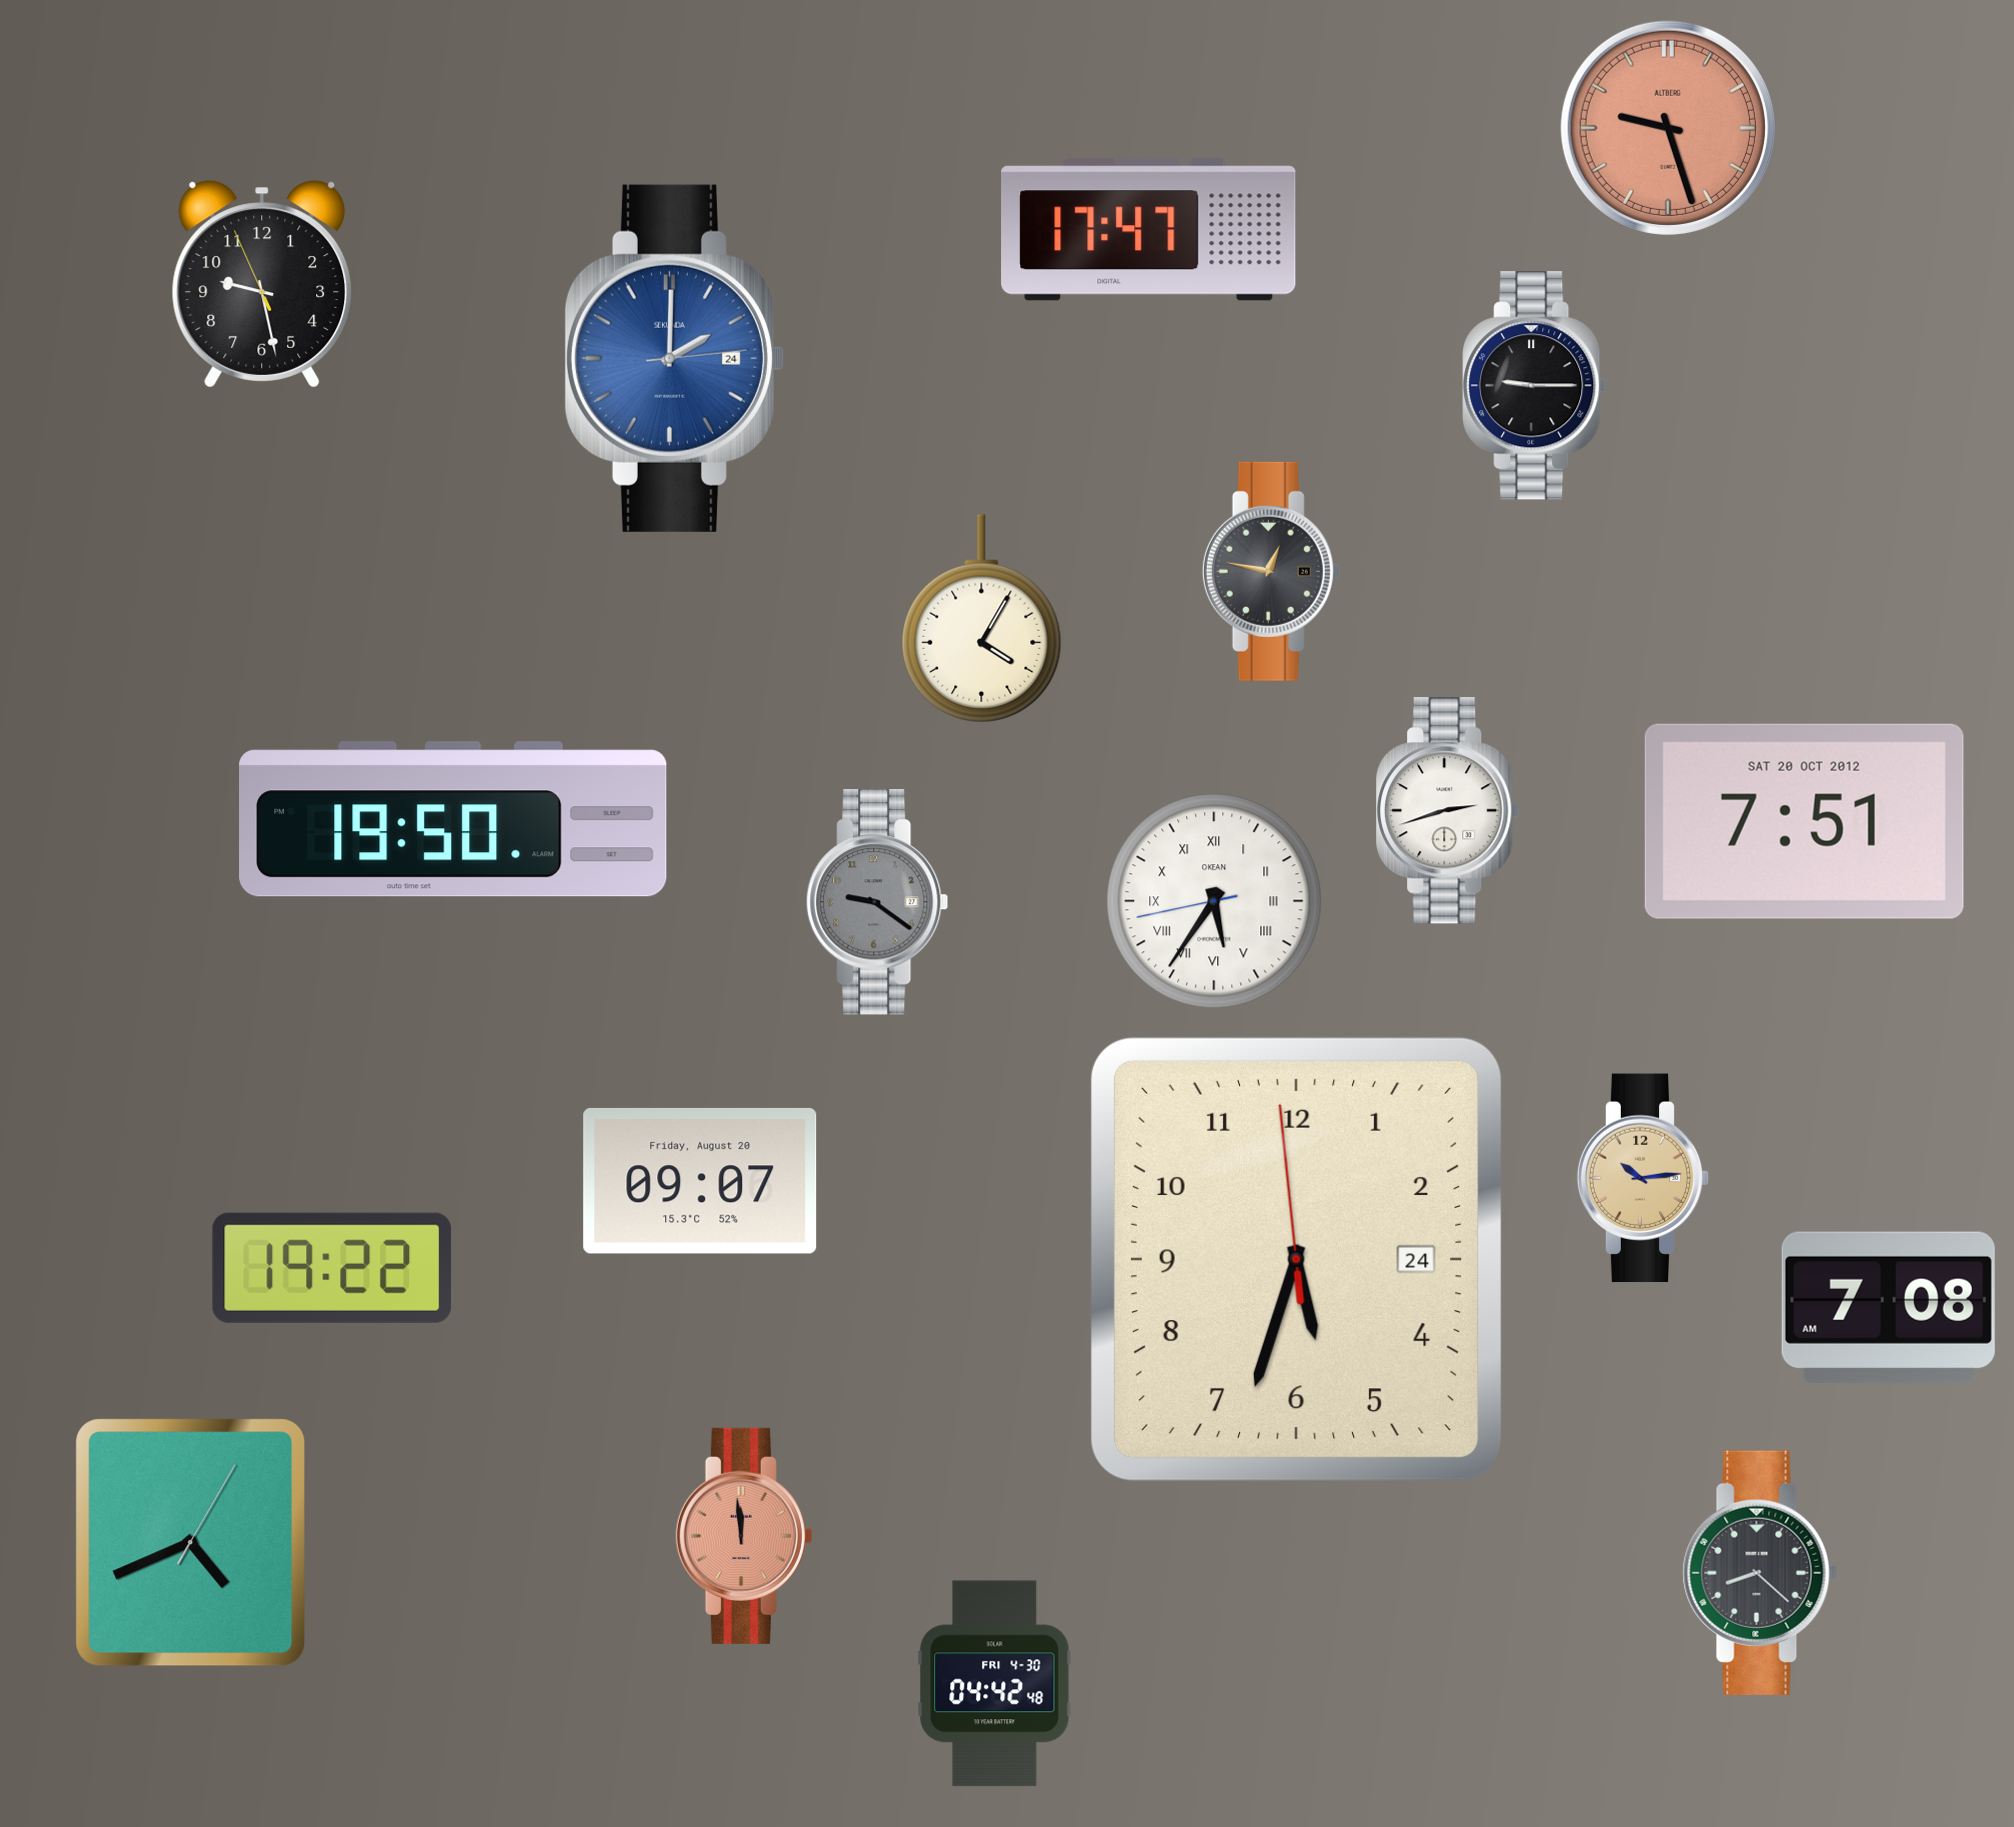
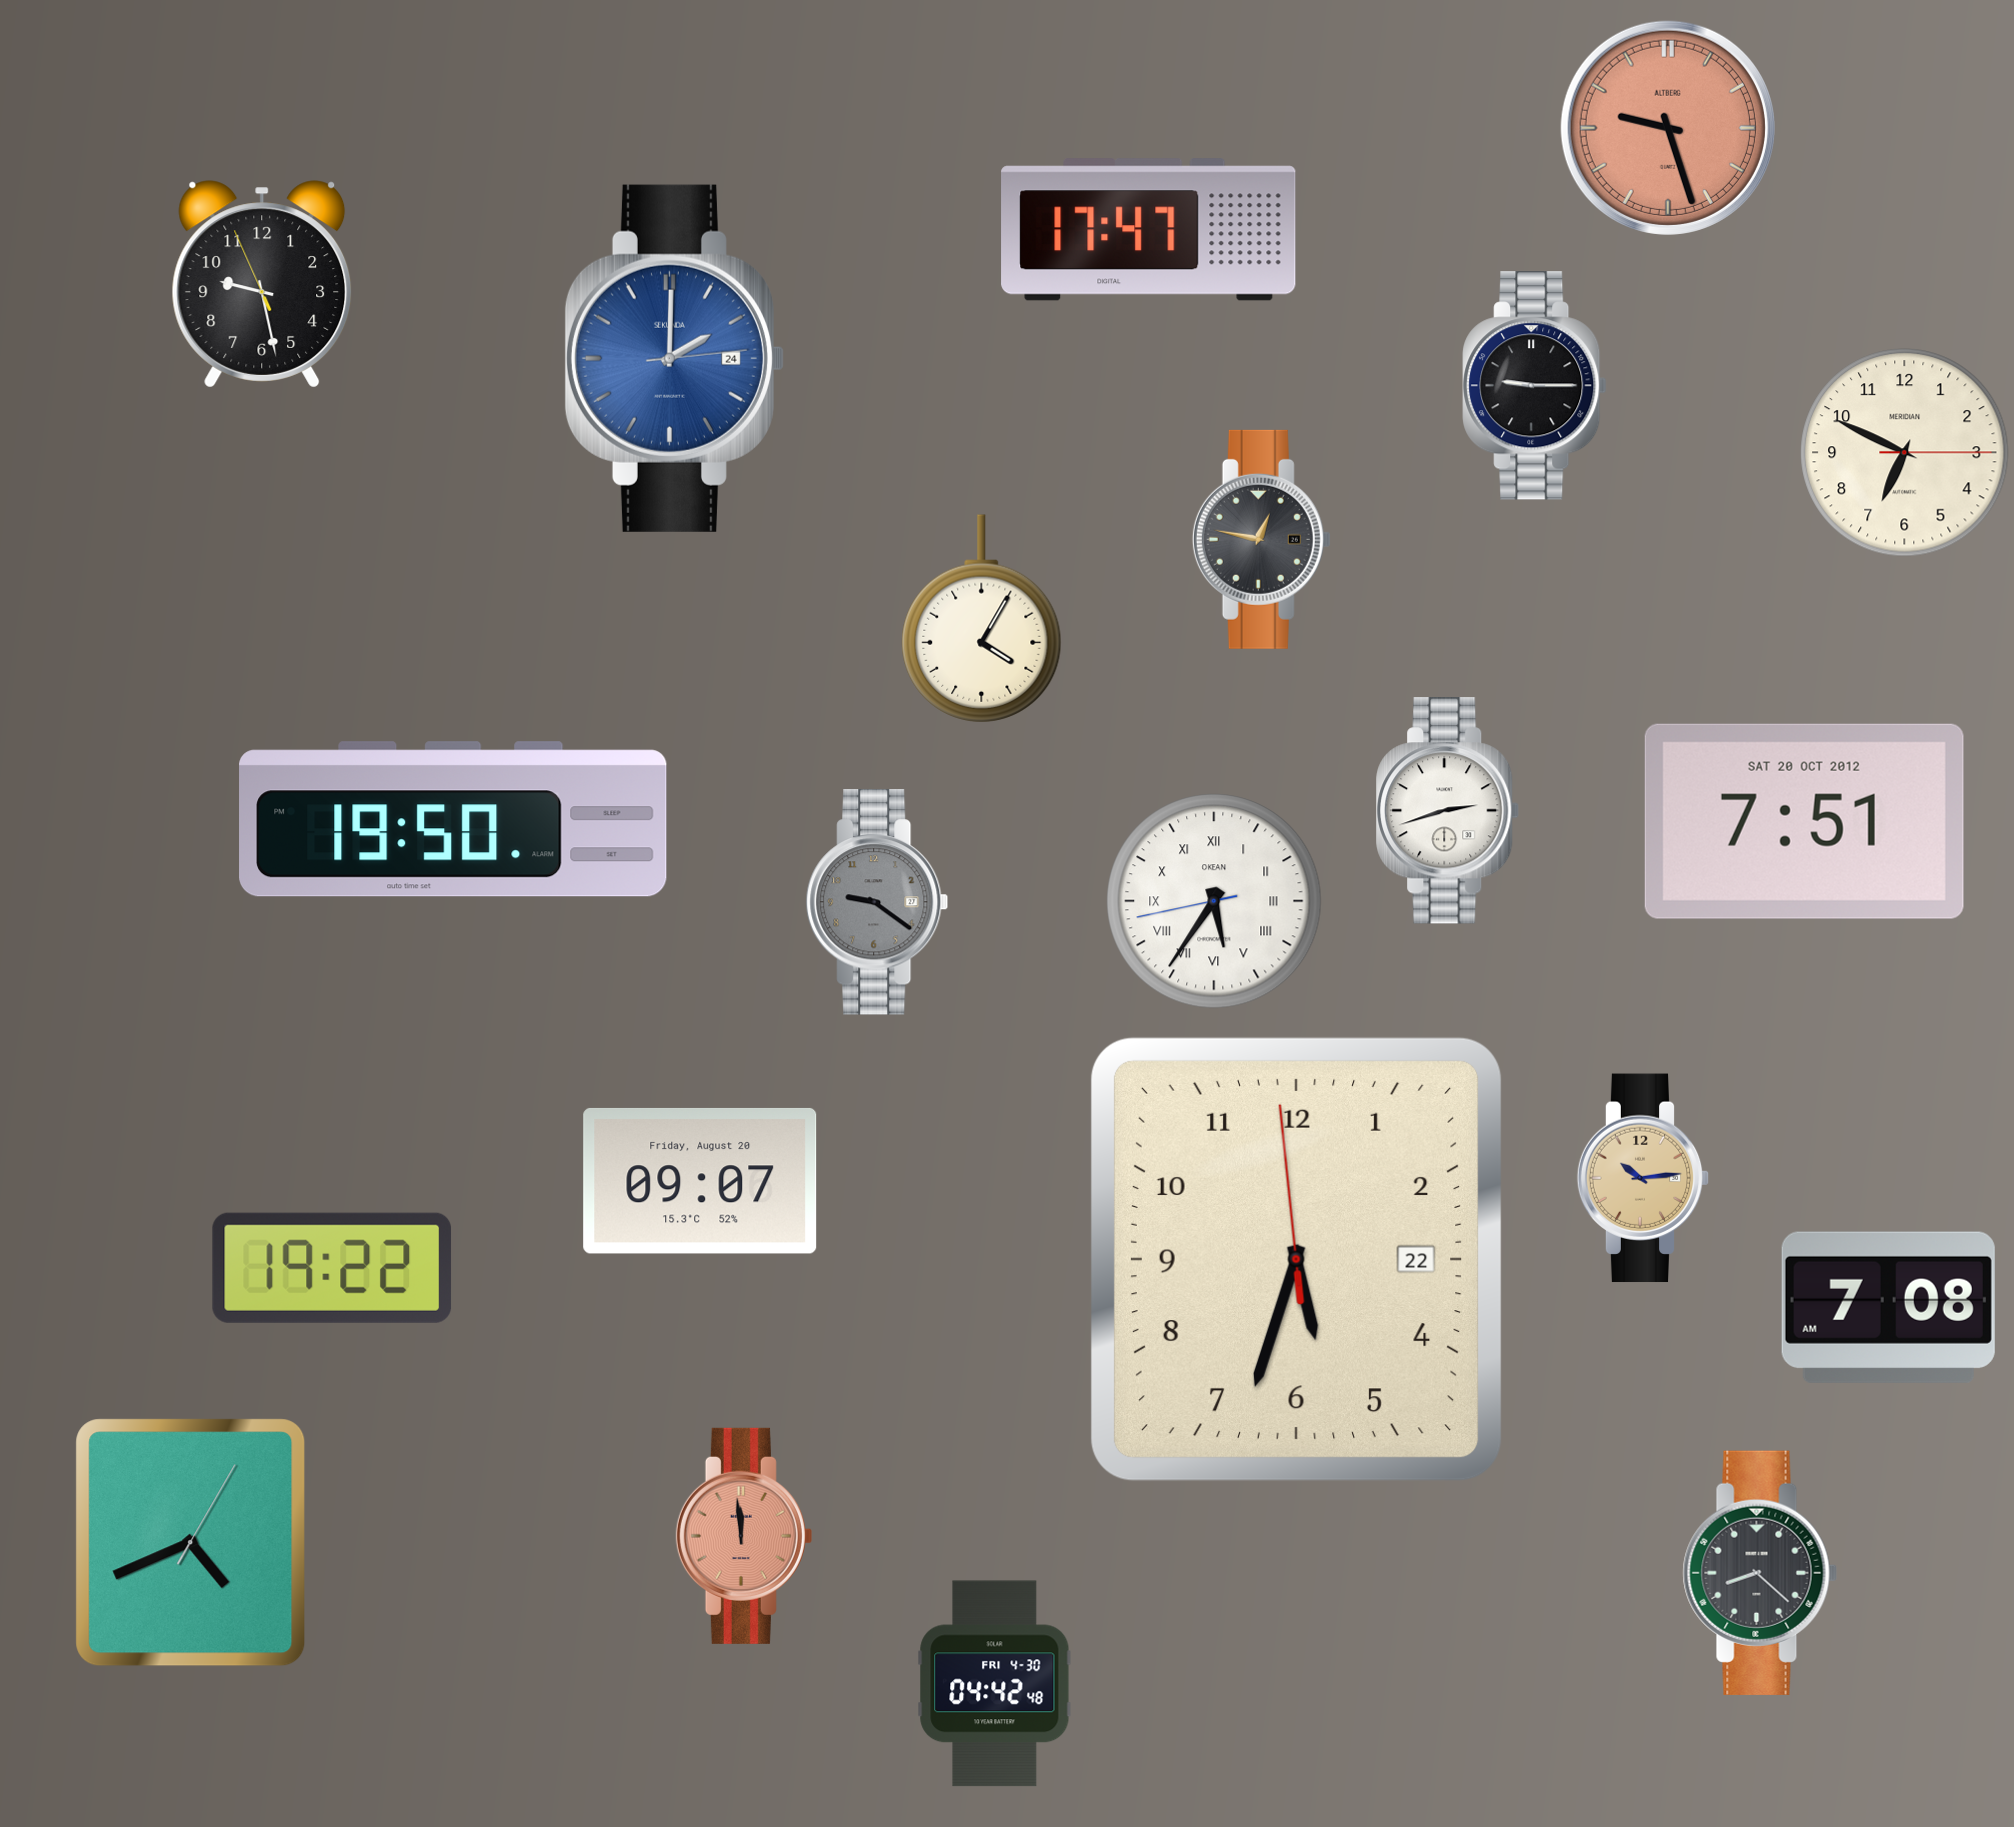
clock at (1905, 453): none -> 6:49
clock at (1271, 571) position: (1271, 571) -> (1261, 539)
clock at (1296, 1259) date: 24 -> 22
